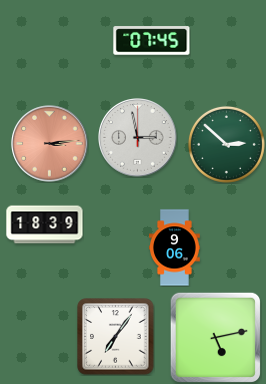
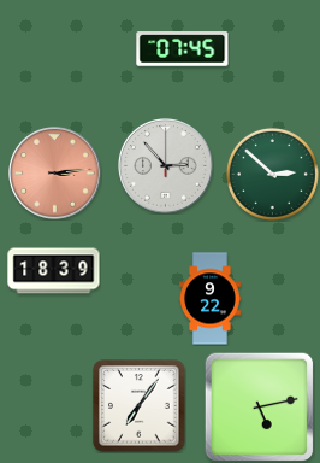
clock at (138, 138): 2:58 -> 2:53
clock at (50, 144) position: (50, 144) -> (55, 174)
clock at (175, 248): 9:06 -> 9:22
